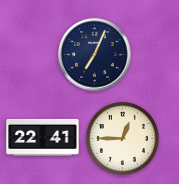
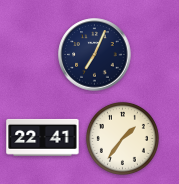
clock at (122, 138): 12:45 -> 1:36
